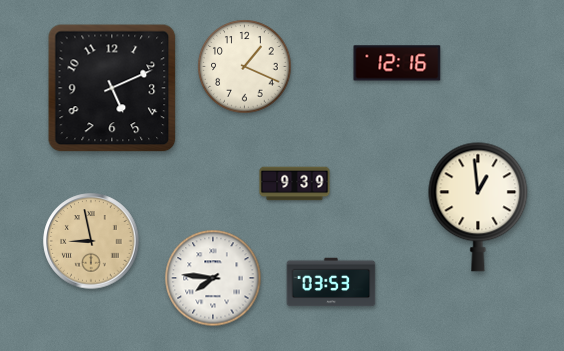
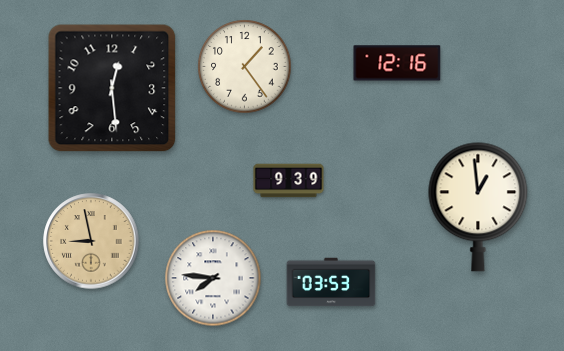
clock at (245, 67): 1:19 -> 1:24
clock at (112, 88): 5:11 -> 12:29
clock at (295, 184) position: (295, 184) -> (289, 181)
